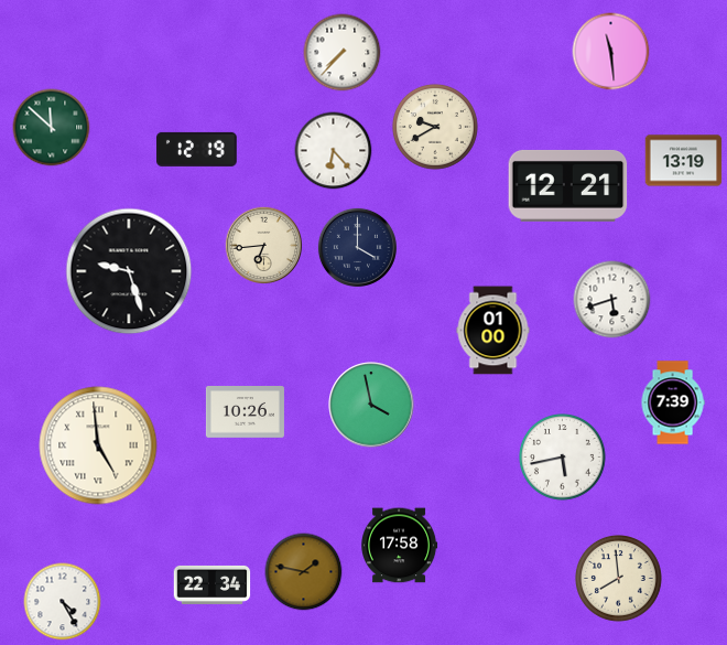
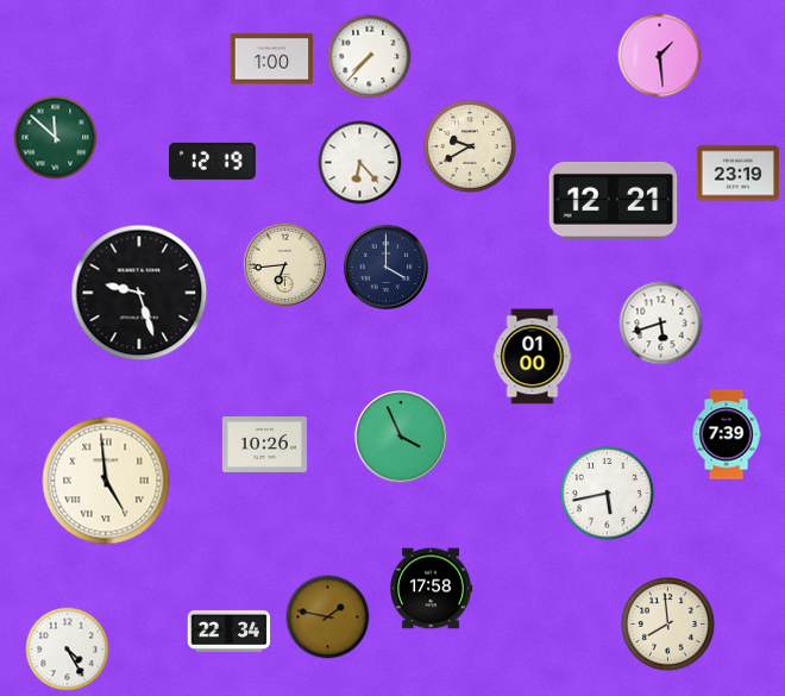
clock at (611, 52): 11:29 -> 1:29
clock at (272, 59): none -> 1:00
clock at (435, 127) position: (435, 127) -> (470, 146)
clock at (684, 161): 13:19 -> 23:19
clock at (371, 405): 3:58 -> 3:56
